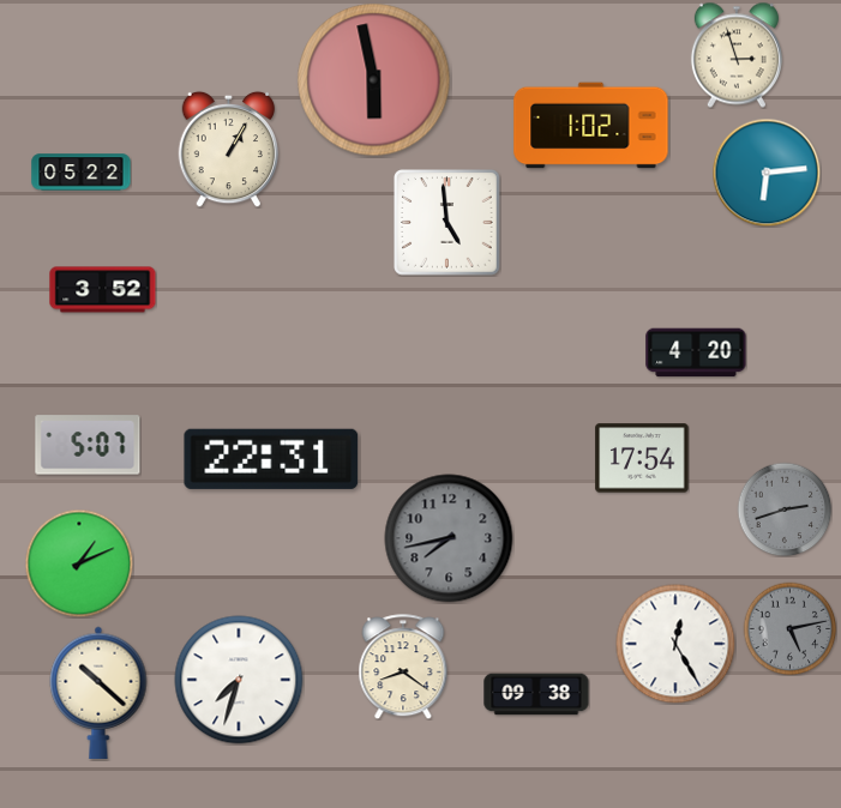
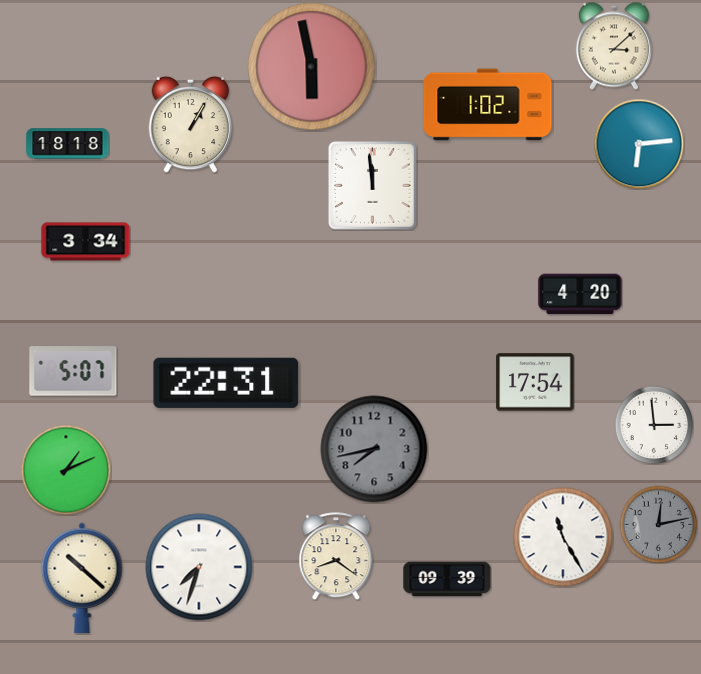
clock at (737, 55): 2:57 -> 3:08
clock at (591, 126) position: (591, 126) -> (488, 105)
clock at (82, 173): 05:22 -> 18:18
clock at (447, 223): 4:59 -> 11:59
clock at (103, 290): 3:52 -> 3:34
clock at (785, 509): 2:42 -> 2:59
clock at (785, 509) dial: grey -> white
clock at (789, 628): 5:13 -> 12:13
clock at (675, 644): 12:25 -> 11:25
clock at (536, 694): 09:38 -> 09:39
